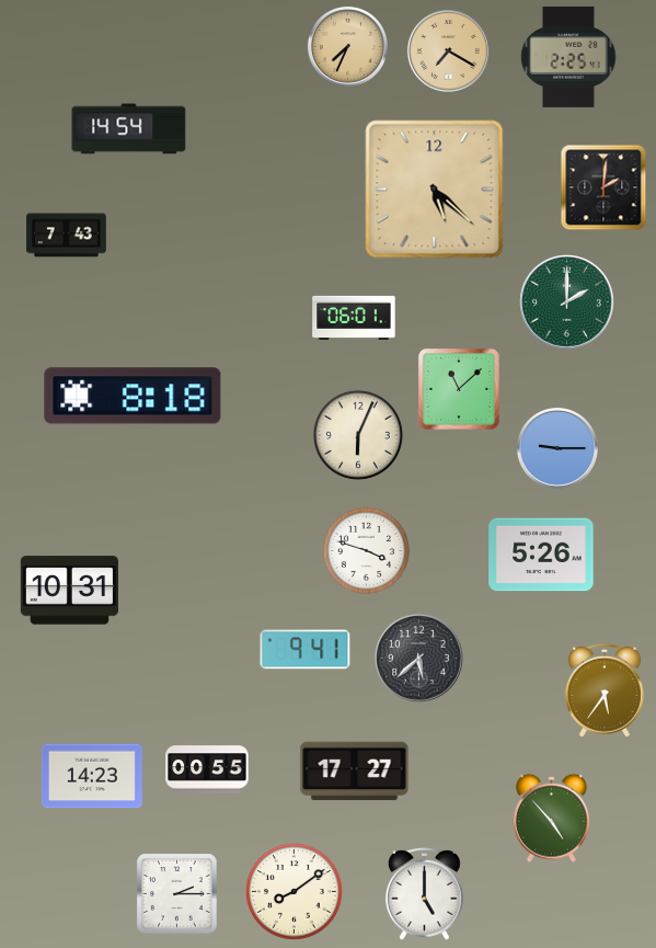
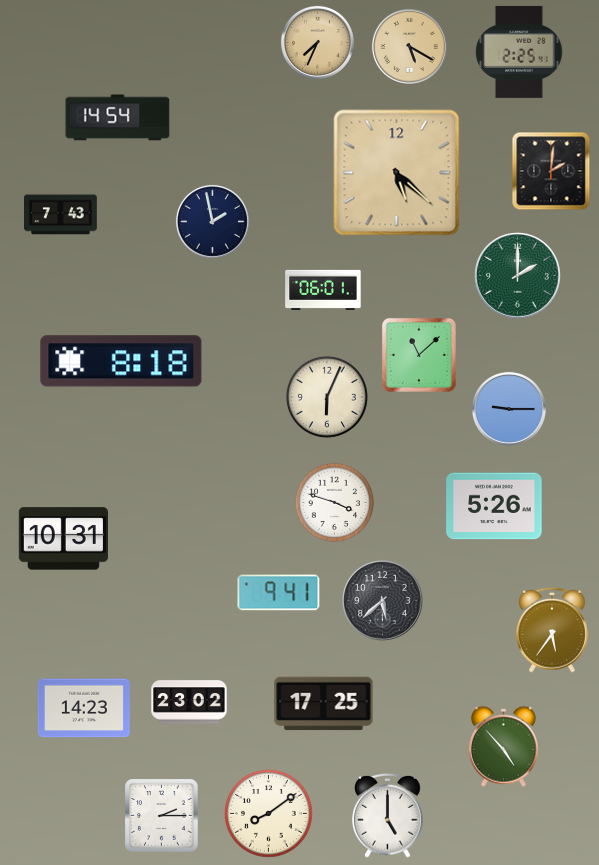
clock at (448, 50): 7:20 -> 5:20
clock at (212, 221): none -> 1:58
clock at (207, 769): 00:55 -> 23:02
clock at (355, 772): 17:27 -> 17:25
